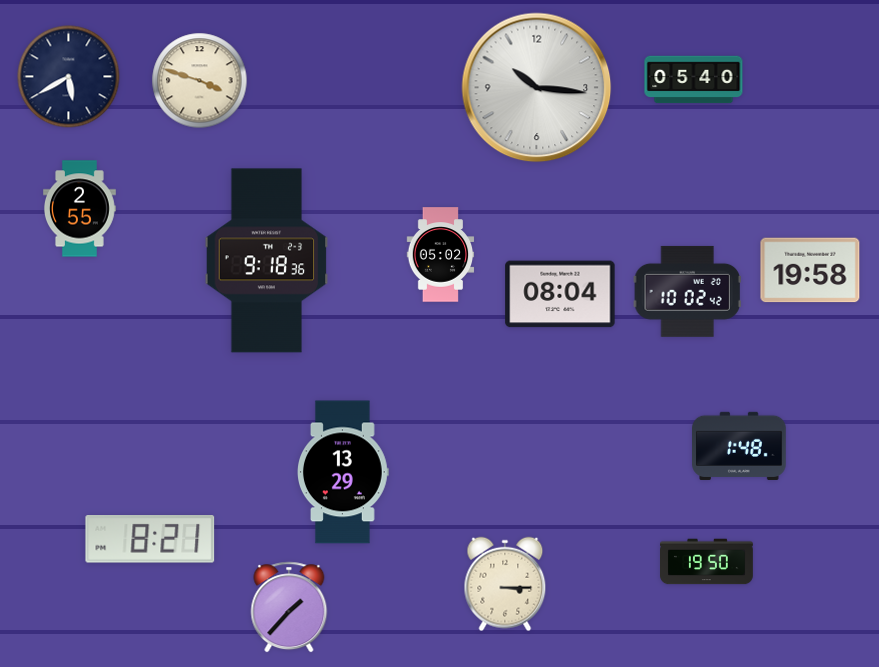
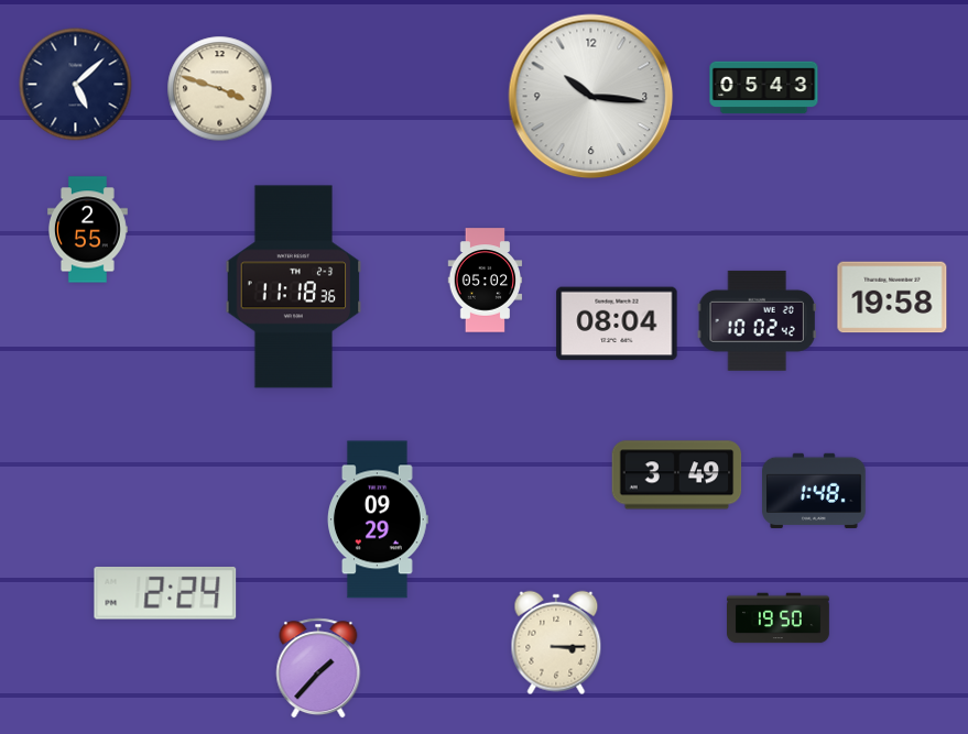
clock at (69, 77): 5:40 -> 5:08
clock at (694, 80): 05:40 -> 05:43
clock at (267, 261): 9:18 -> 11:18
clock at (677, 475): none -> 3:49
clock at (344, 472): 13:29 -> 09:29
clock at (150, 539): 8:21 -> 2:24
